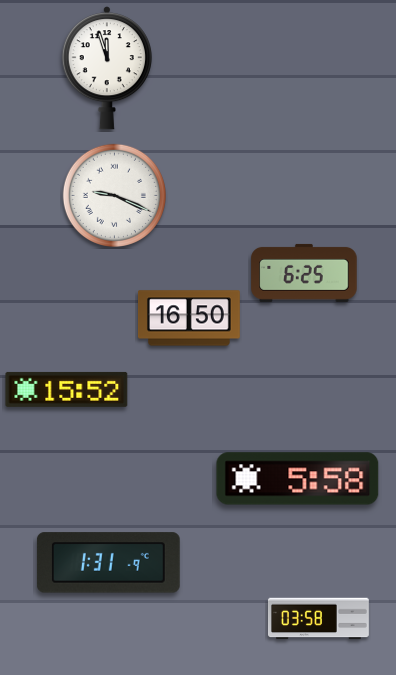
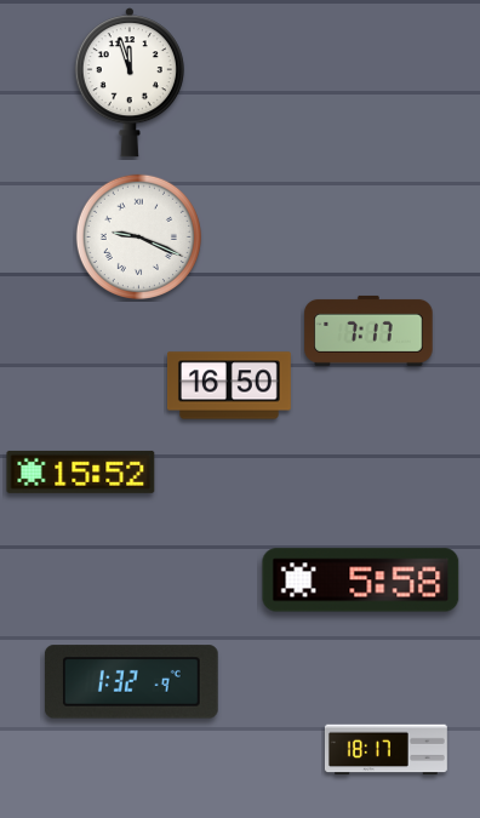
clock at (304, 273): 6:25 -> 7:17
clock at (108, 563): 1:31 -> 1:32
clock at (318, 619): 03:58 -> 18:17
